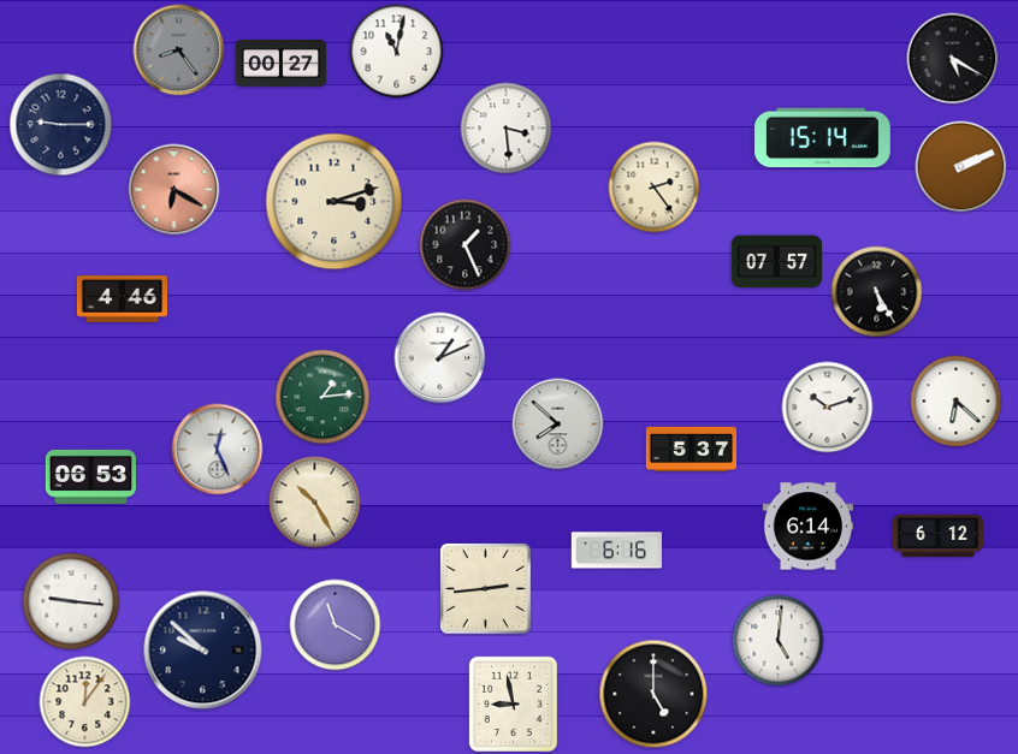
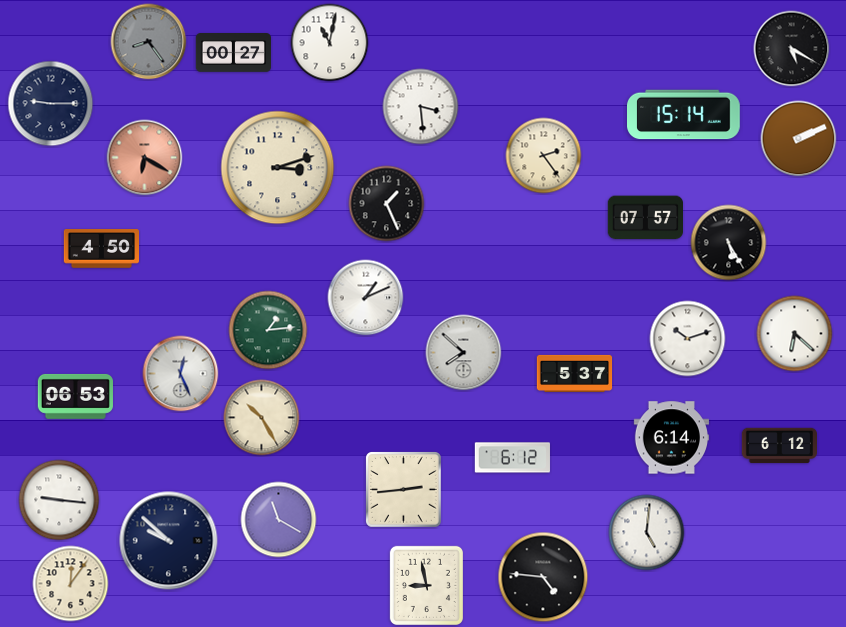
clock at (122, 299): 4:46 -> 4:50
clock at (616, 551): 6:16 -> 6:12
clock at (653, 694): 5:00 -> 4:46
